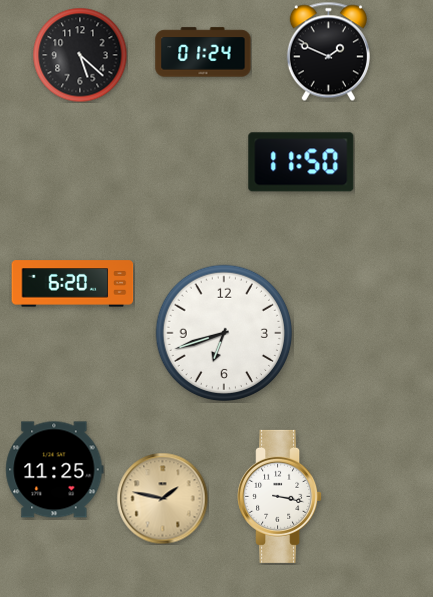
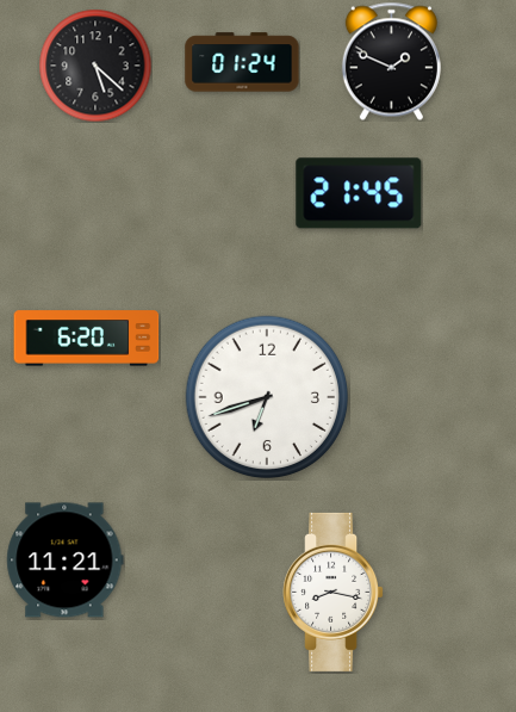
clock at (301, 162): 11:50 -> 21:45
clock at (55, 470): 11:25 -> 11:21
clock at (280, 496): 3:17 -> 8:17
clock at (162, 498): 1:47 -> none
